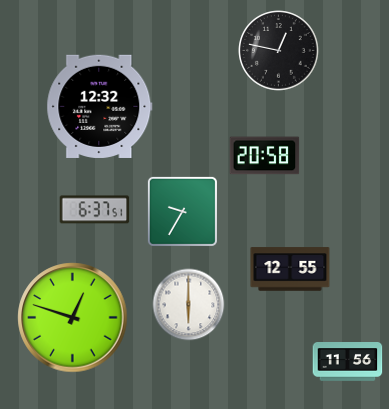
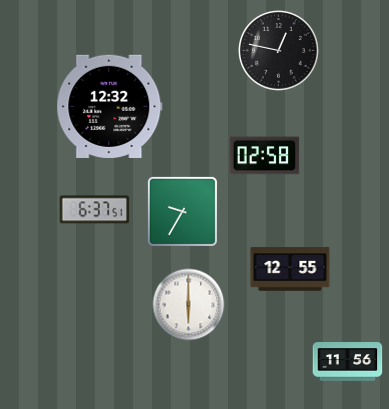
clock at (100, 106) position: (100, 106) -> (110, 106)
clock at (265, 156): 20:58 -> 02:58
clock at (73, 318): 12:48 -> none
